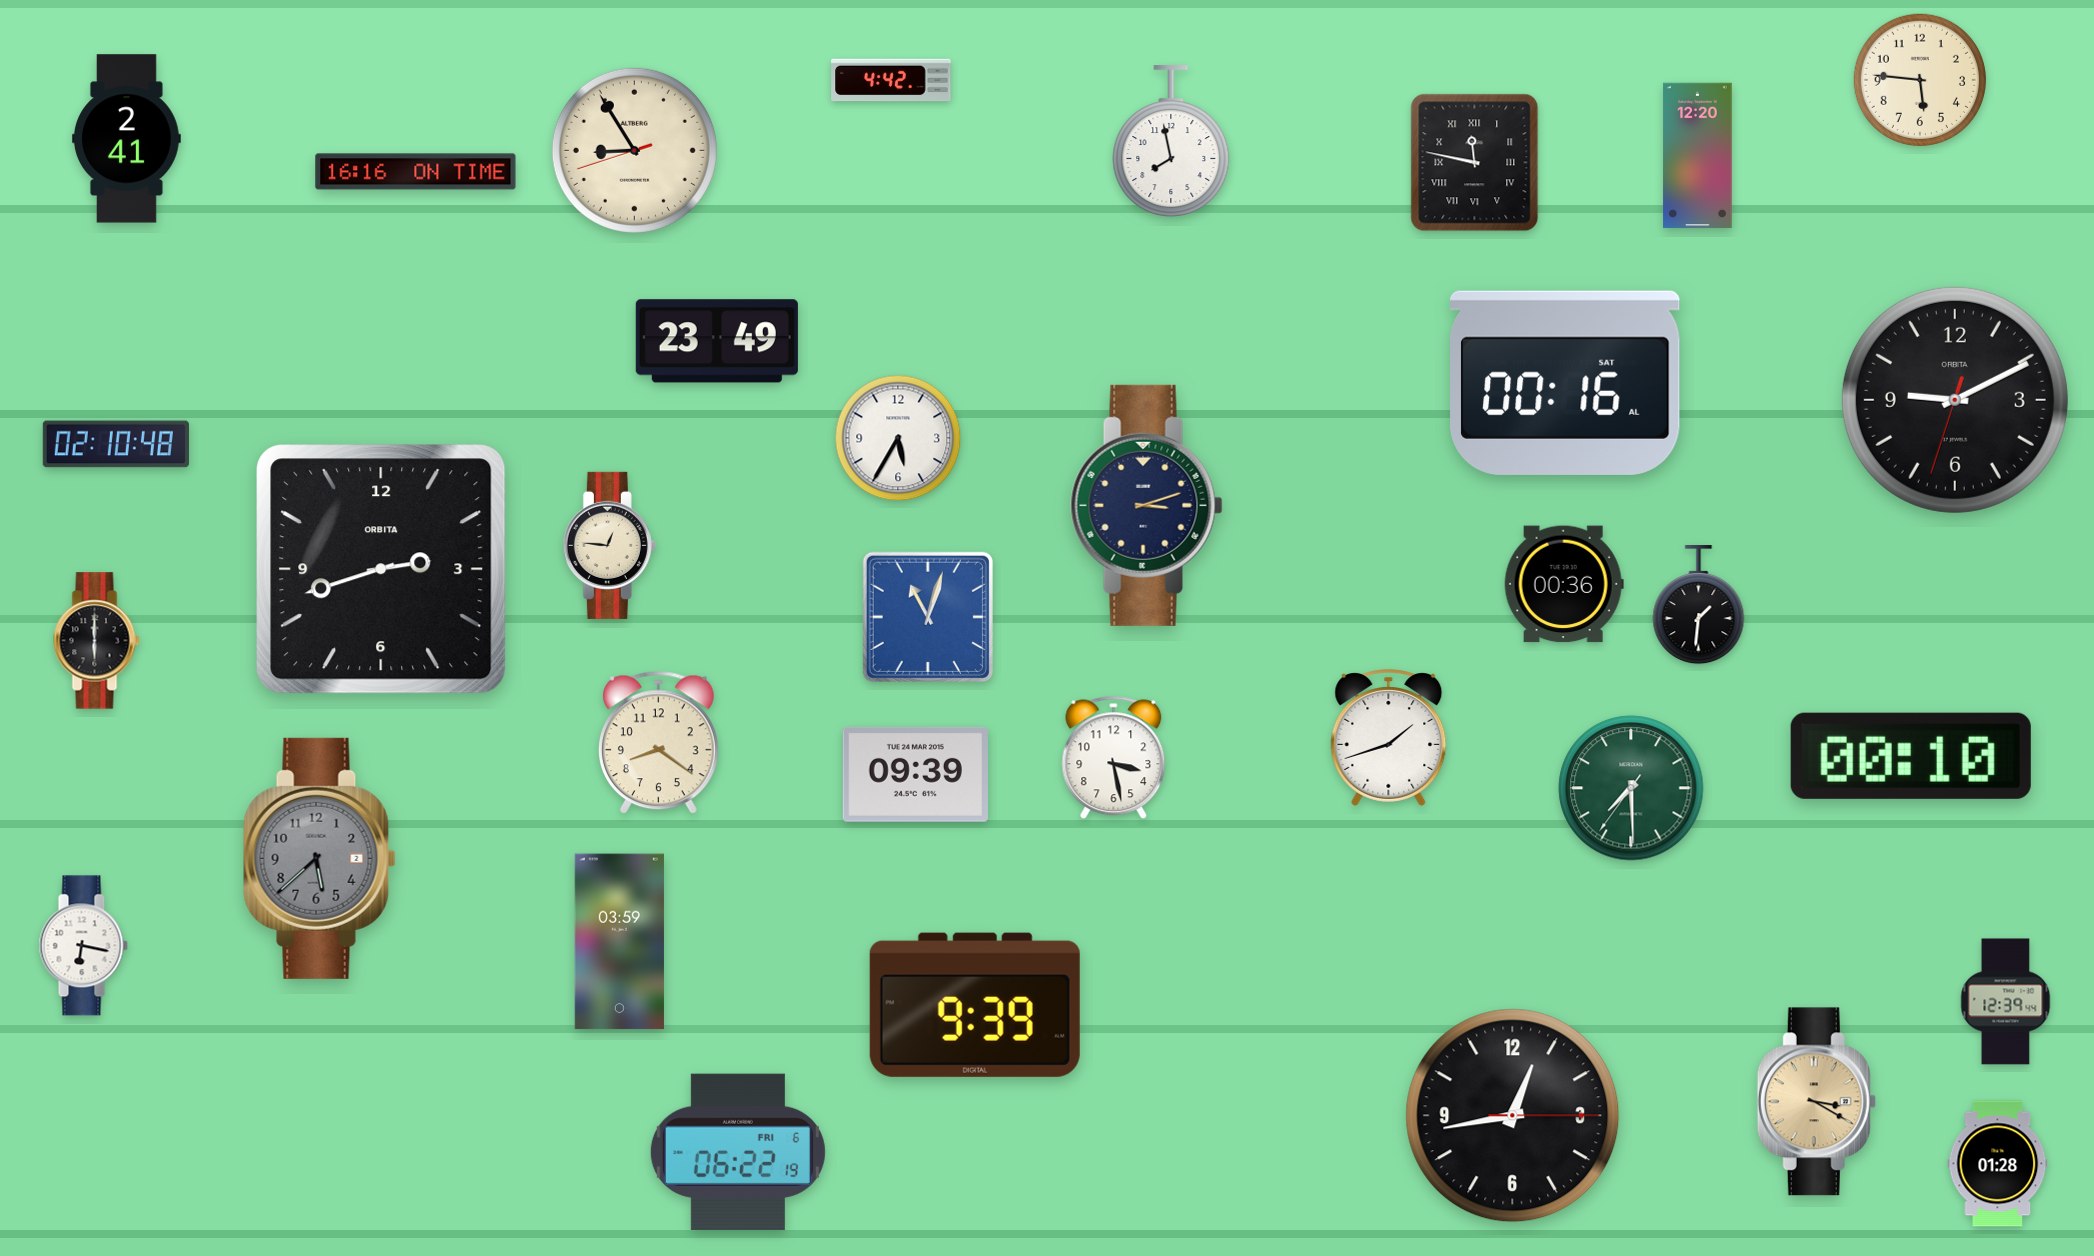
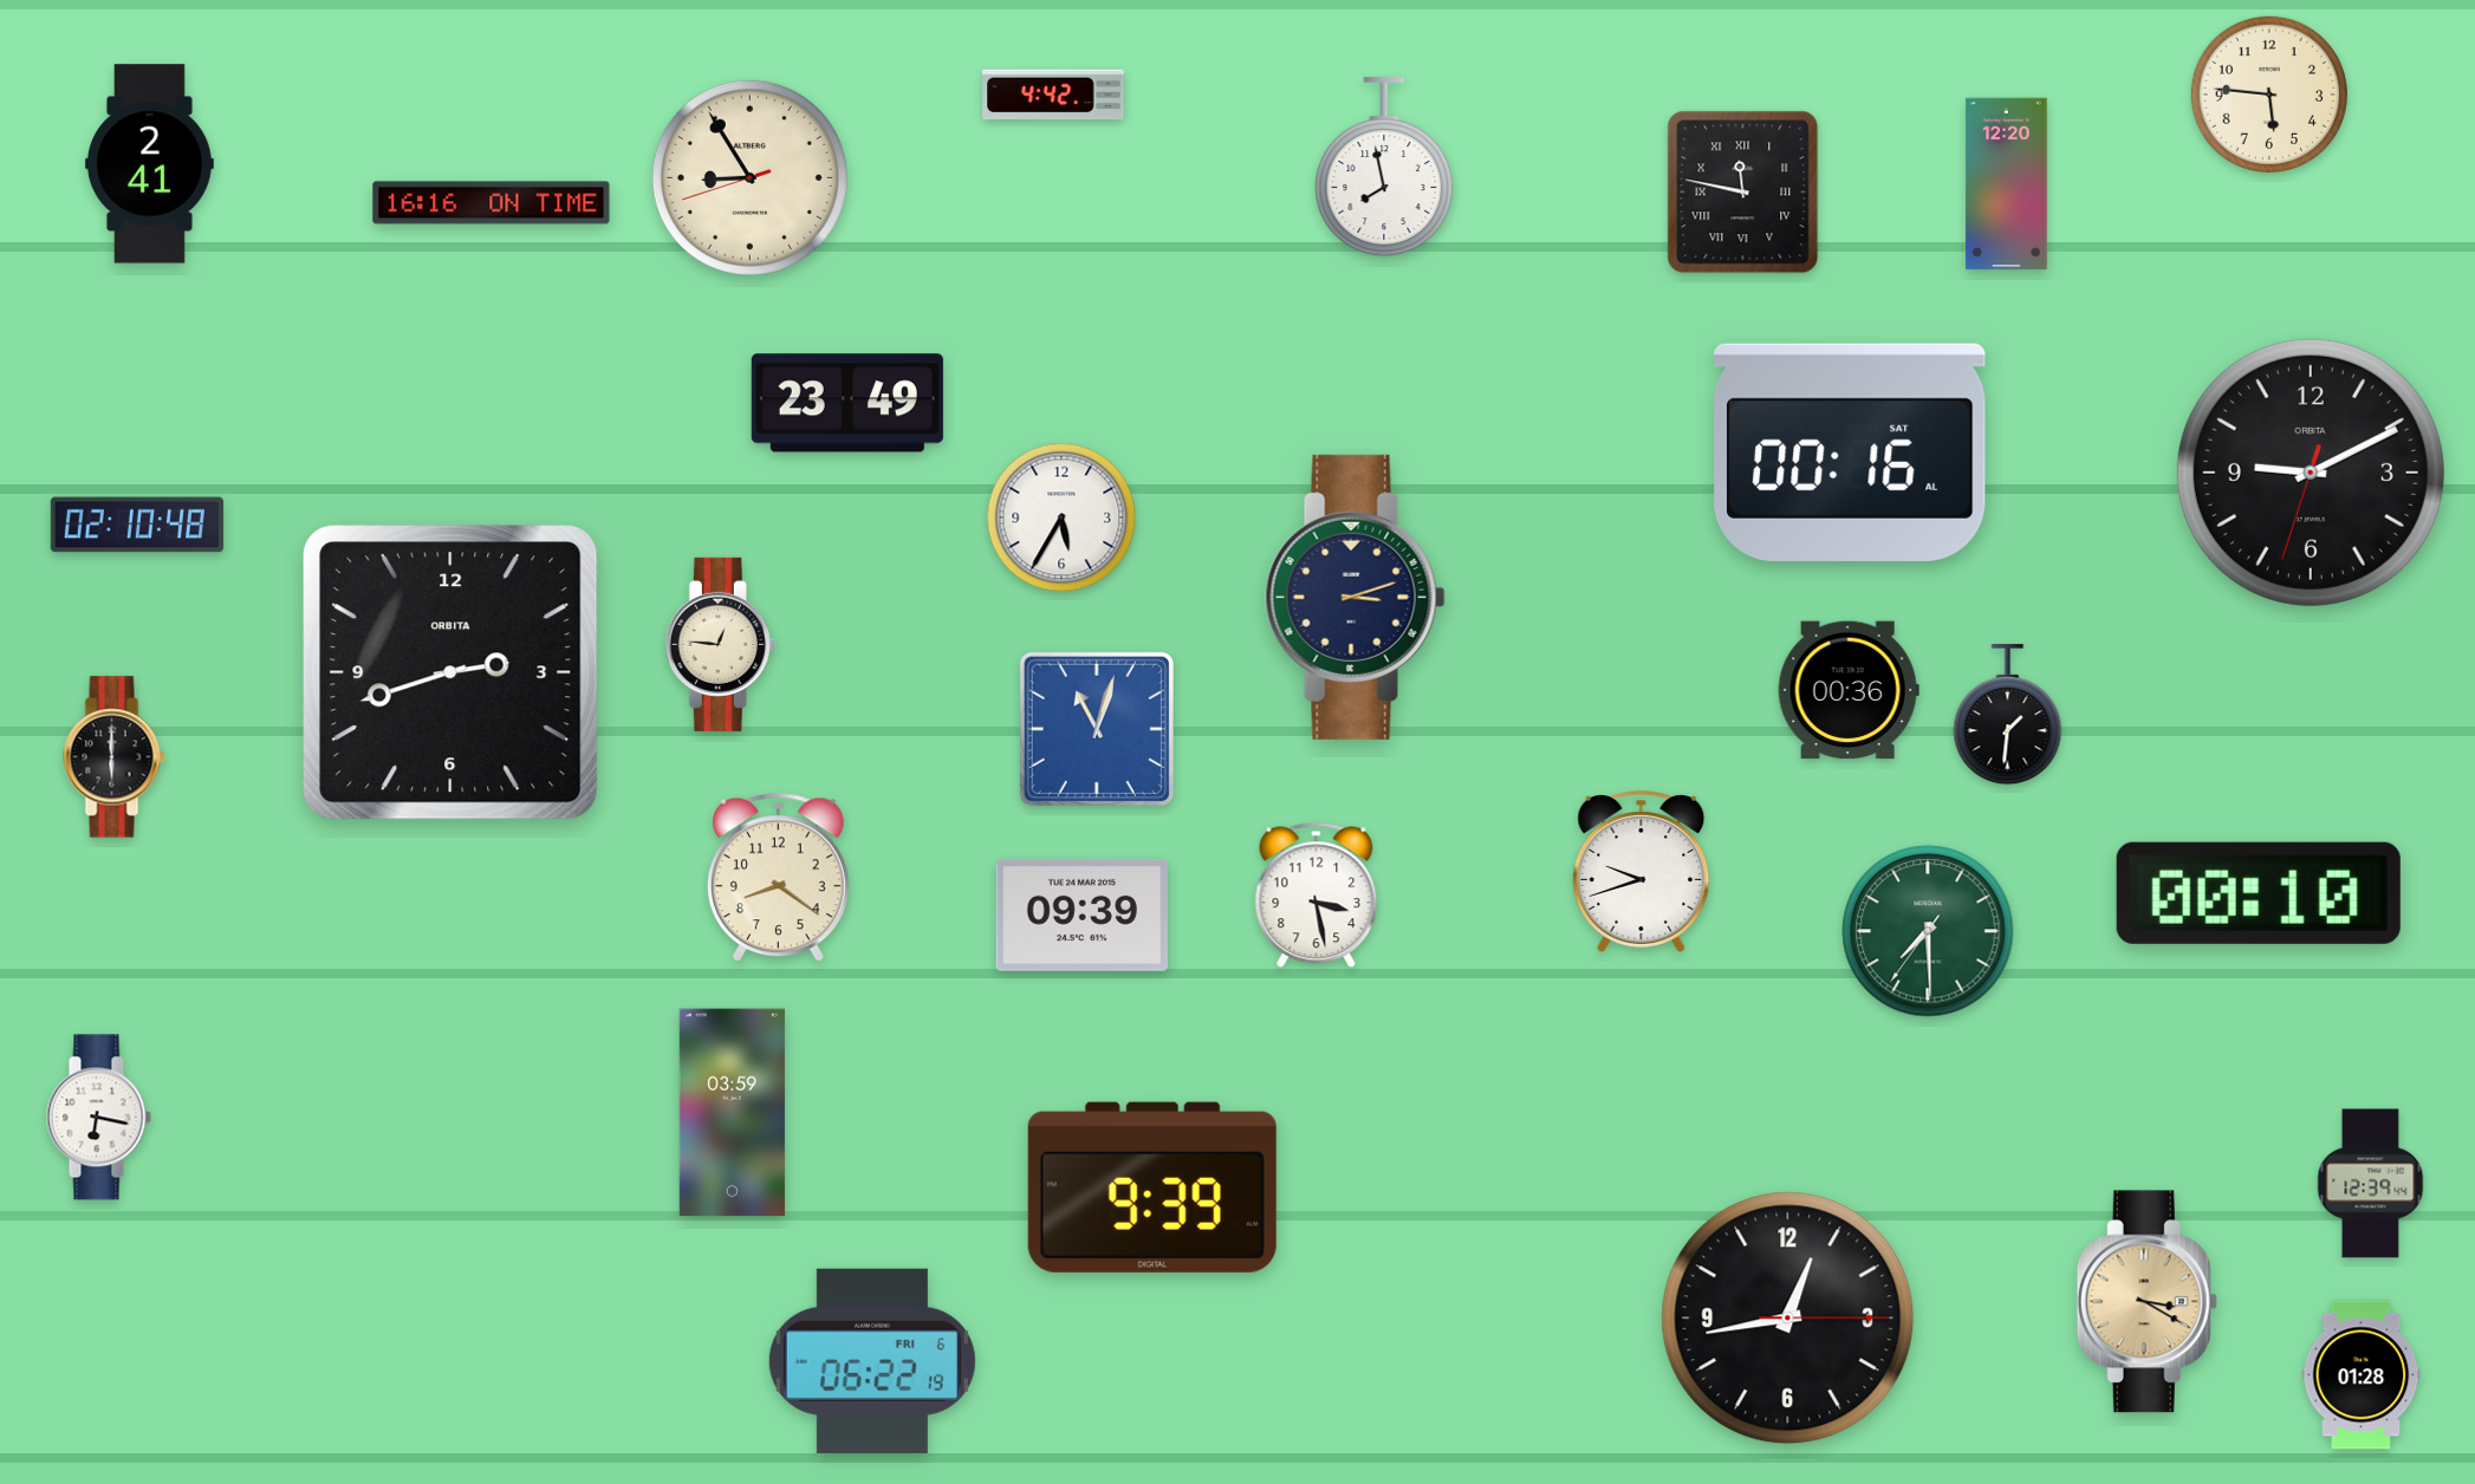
clock at (1389, 738): 1:42 -> 9:42
clock at (320, 858): 5:38 -> none
